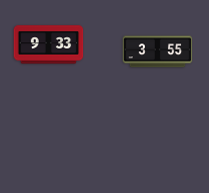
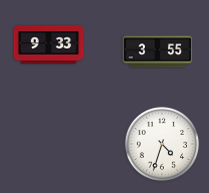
clock at (162, 144): none -> 4:33
